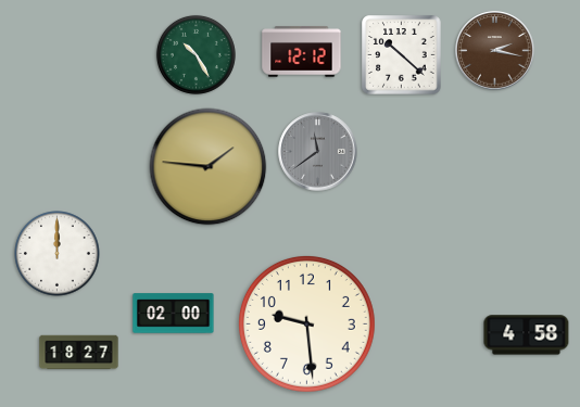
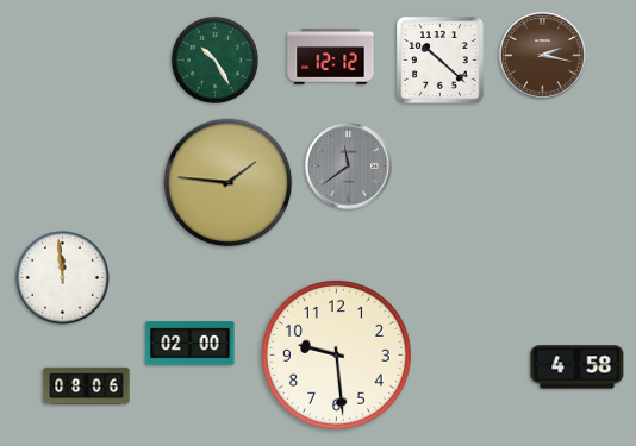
clock at (58, 254): 12:00 -> 11:59
clock at (79, 353): 18:27 -> 08:06
